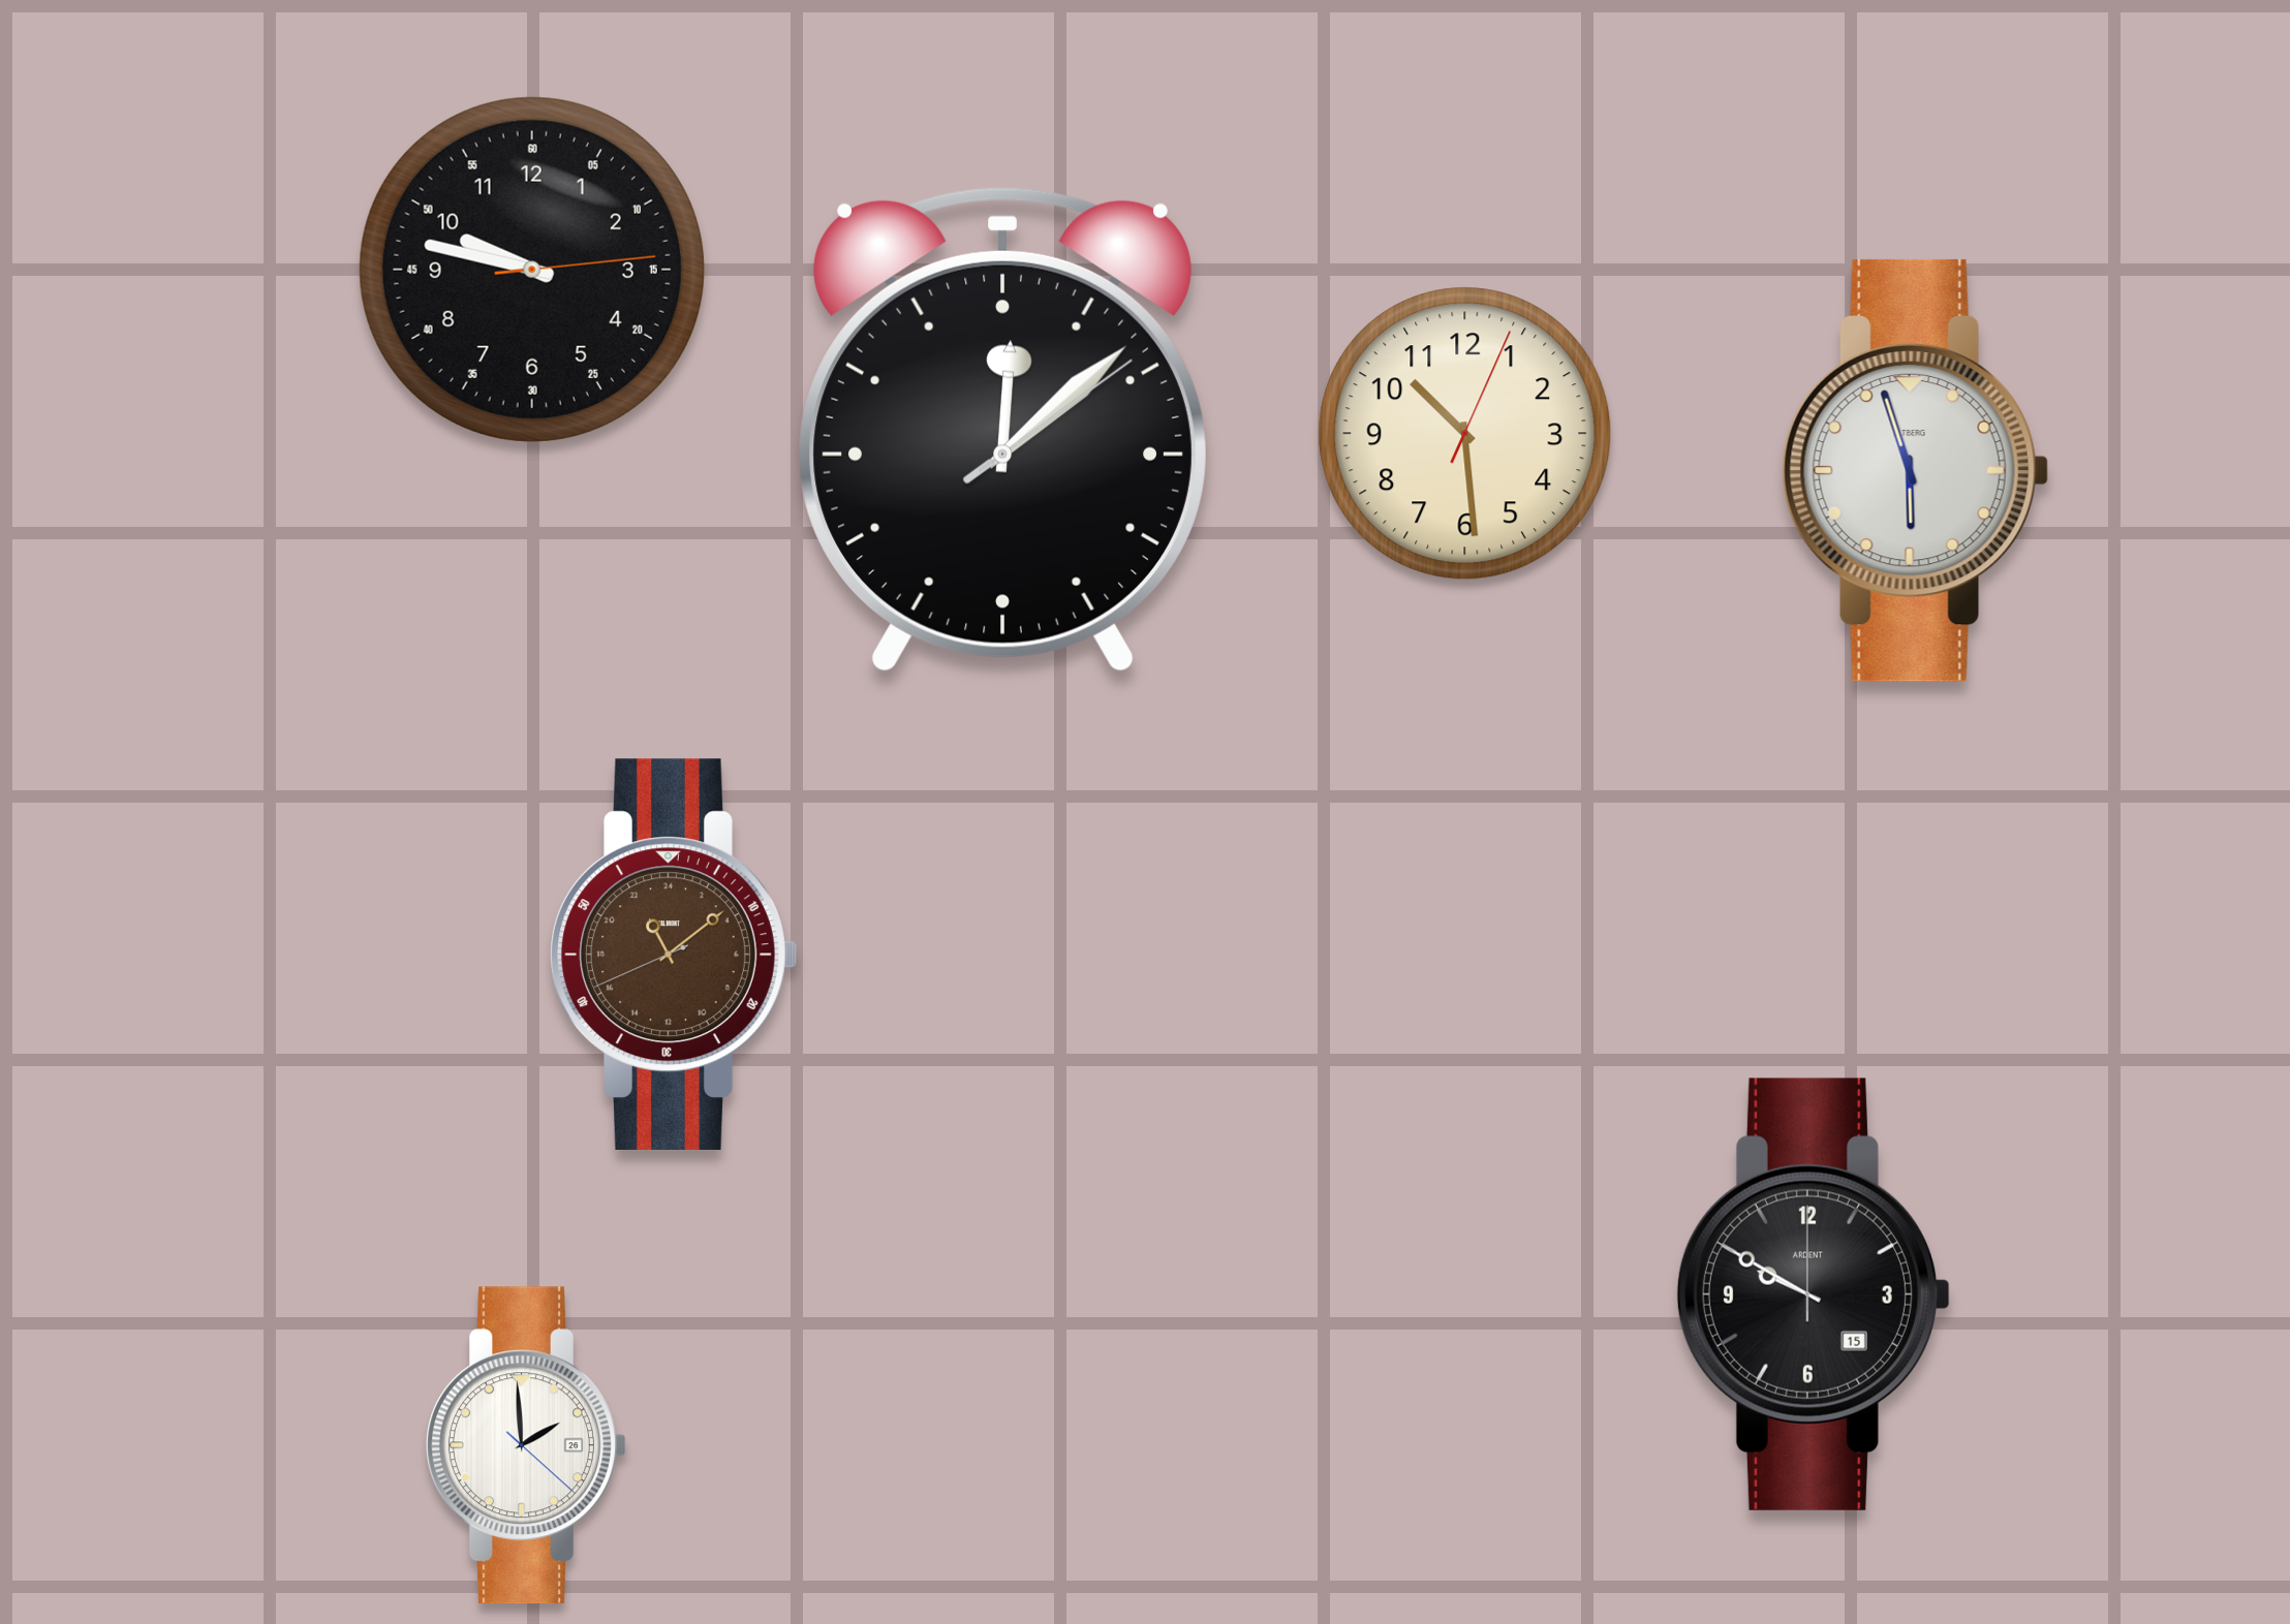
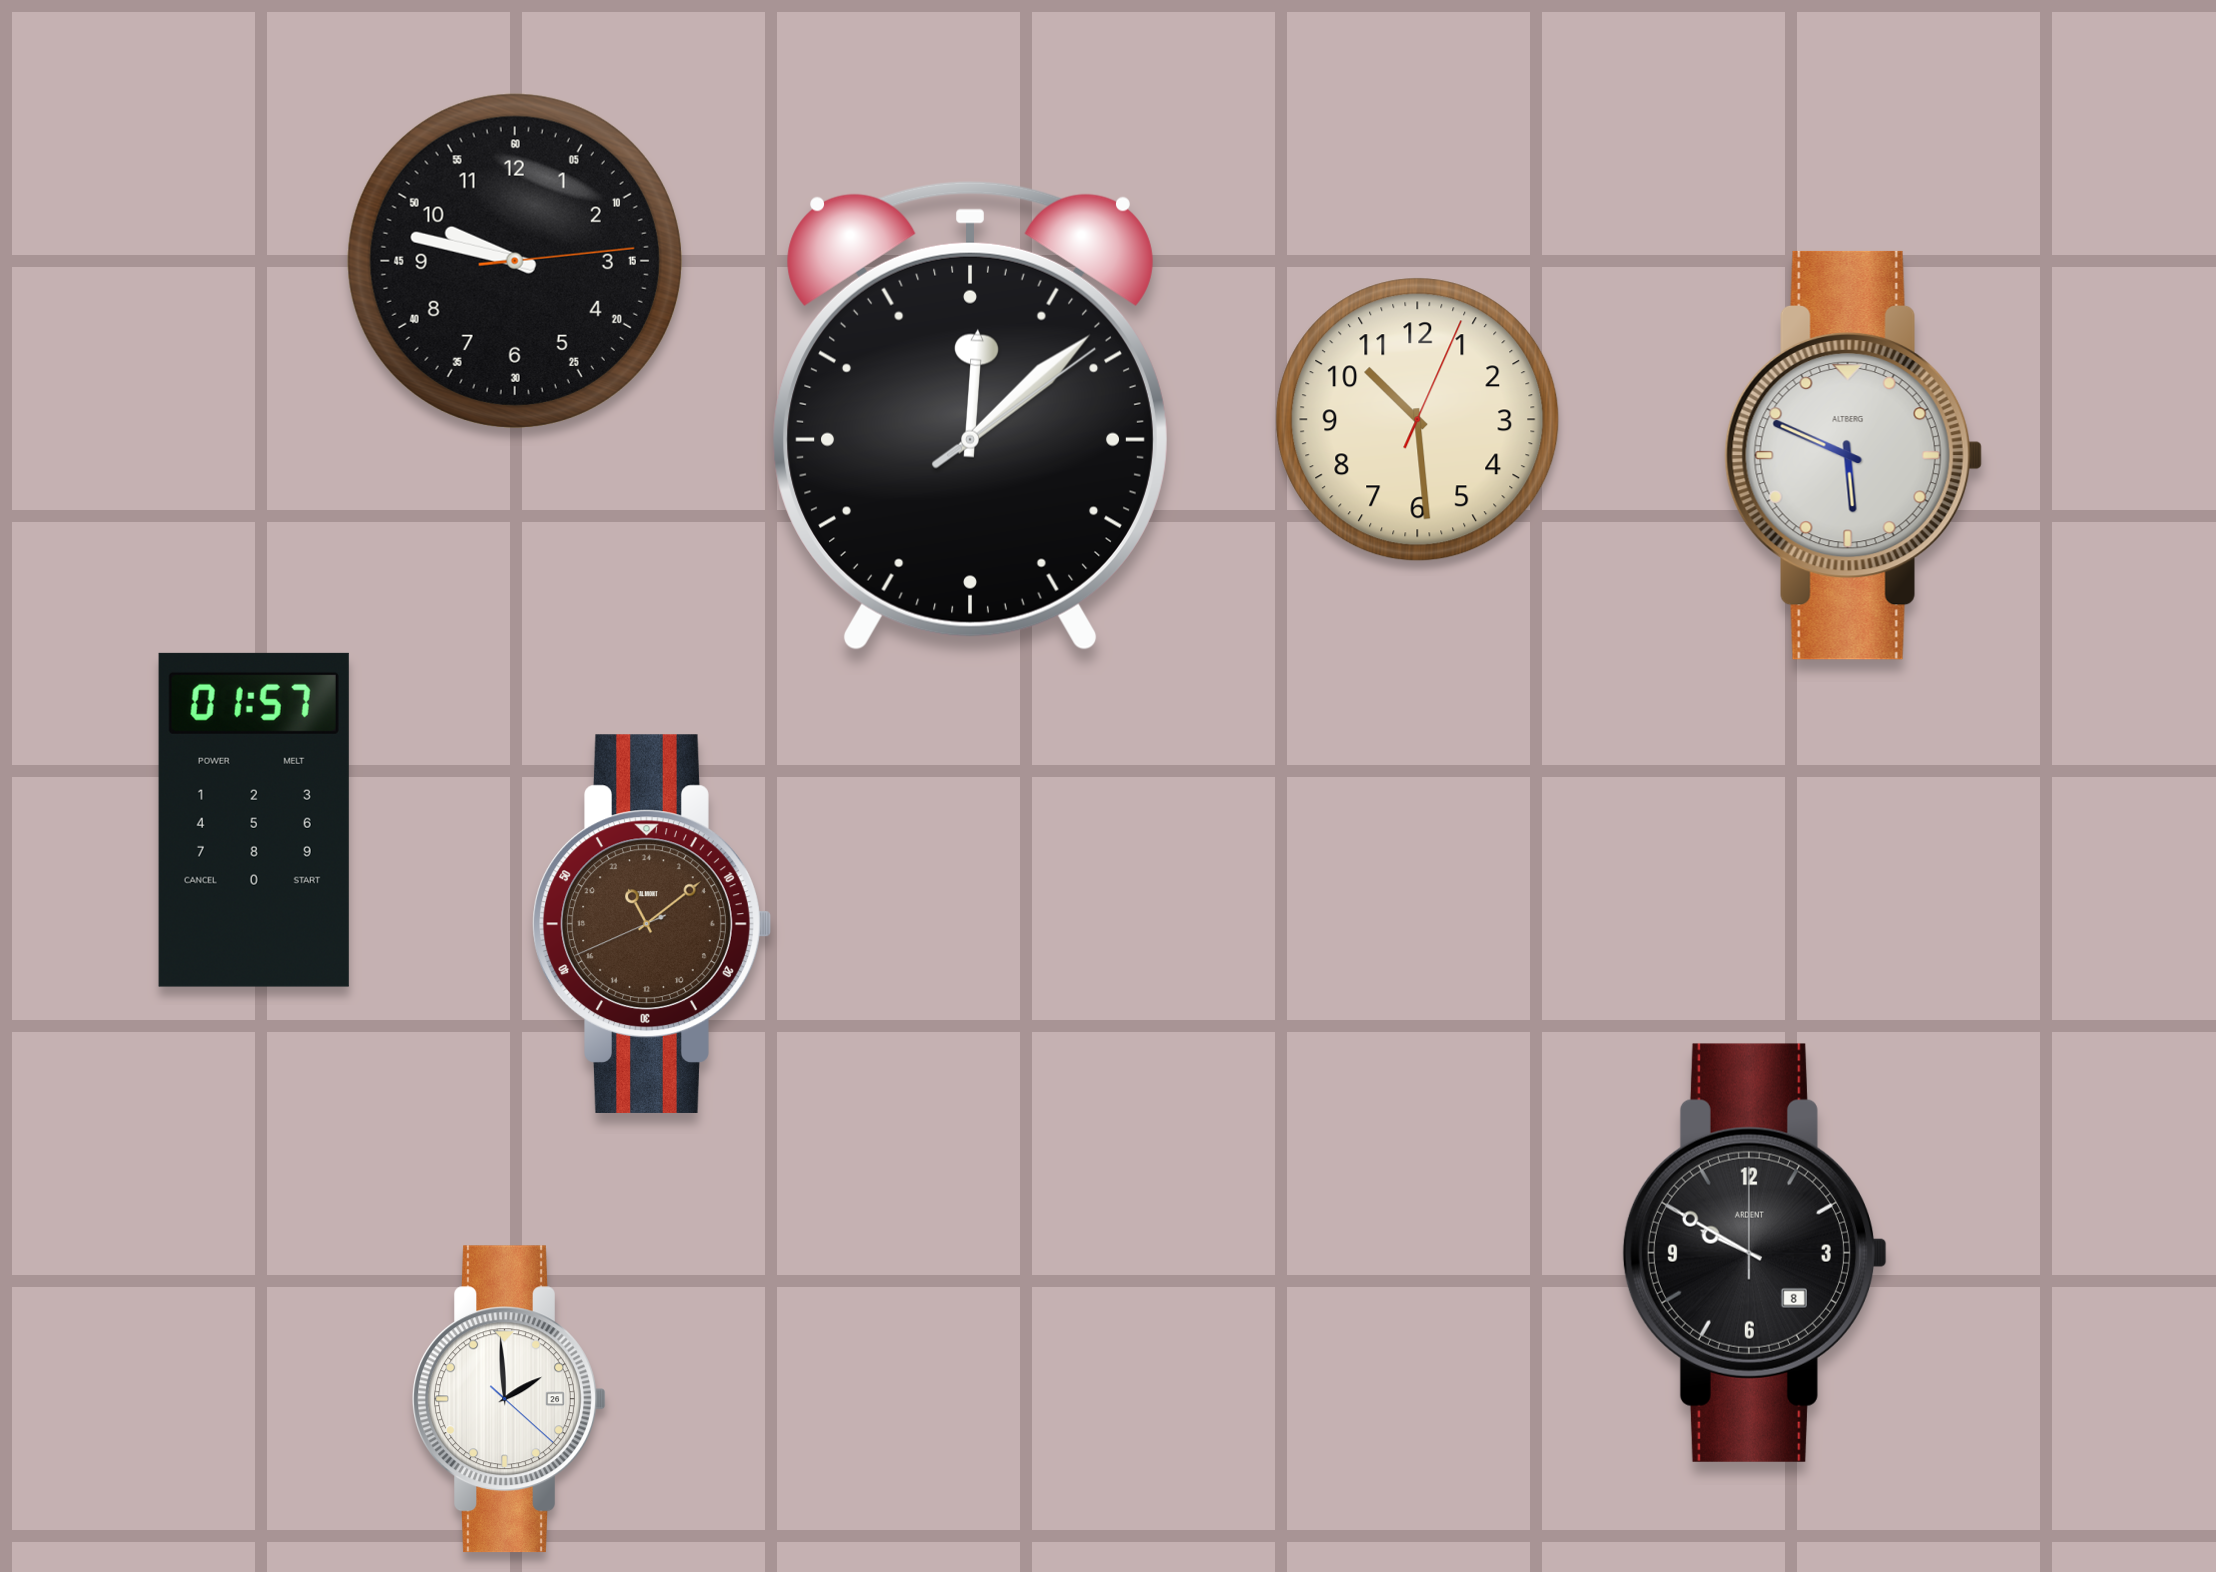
clock at (1915, 470): 5:57 -> 5:49
clock at (254, 820): none -> 01:57
clock at (1814, 1294) date: 15 -> 8
